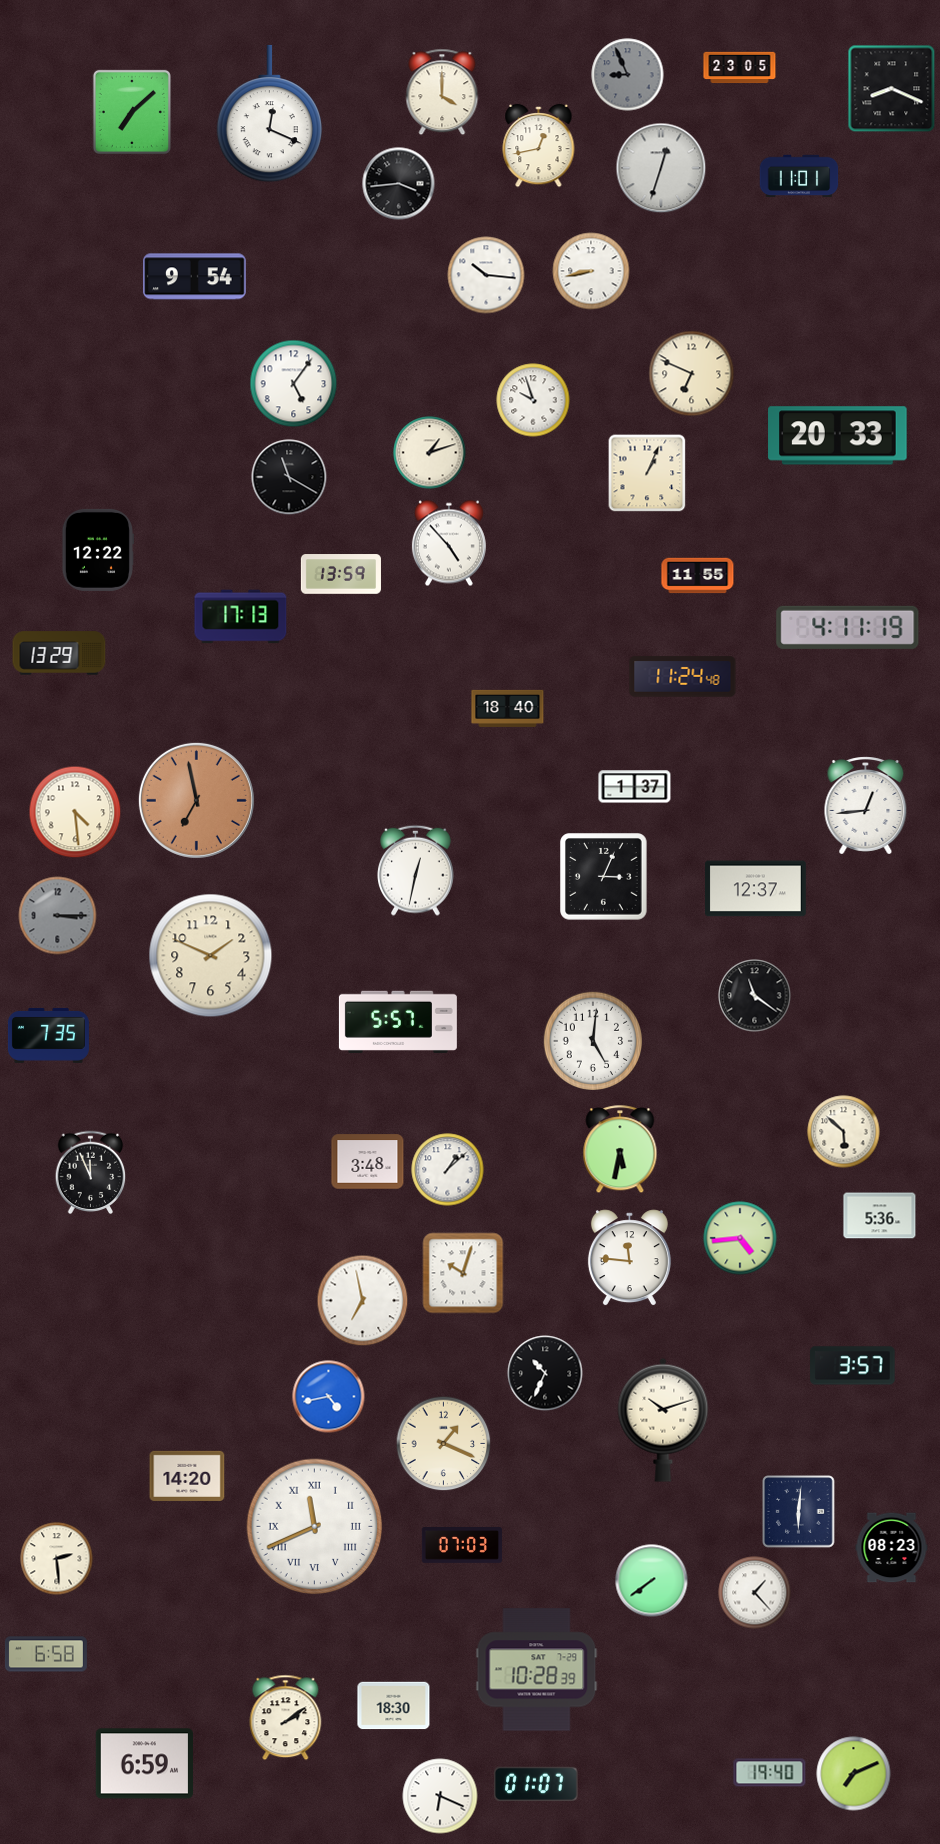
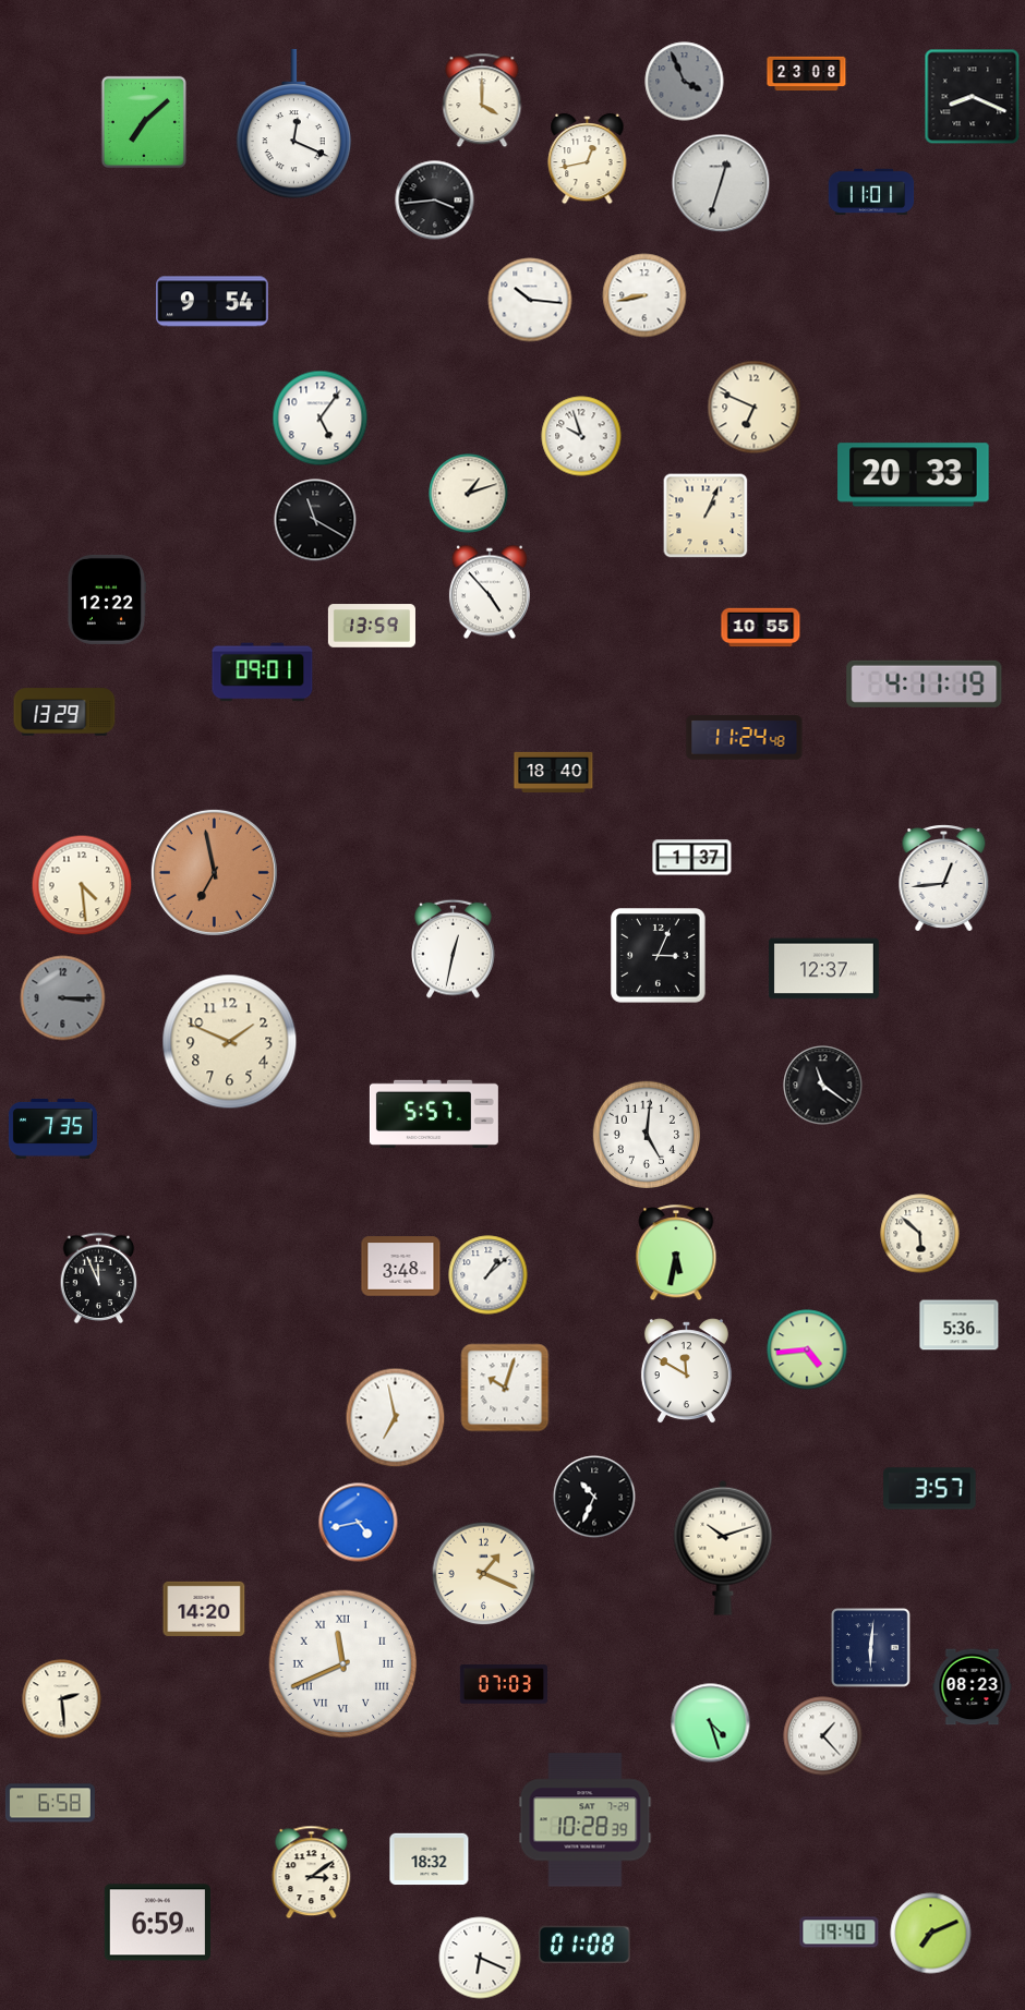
clock at (740, 68): 23:05 -> 23:08
clock at (628, 75): 8:56 -> 3:56
clock at (698, 576): 11:55 -> 10:55
clock at (241, 617): 17:13 -> 09:01
clock at (629, 1258): 11:46 -> 11:50
clock at (652, 1581): 7:39 -> 4:27
clock at (394, 1706): 18:30 -> 18:32
clock at (286, 1718): 2:09 -> 3:09
clock at (537, 1784): 01:07 -> 01:08
